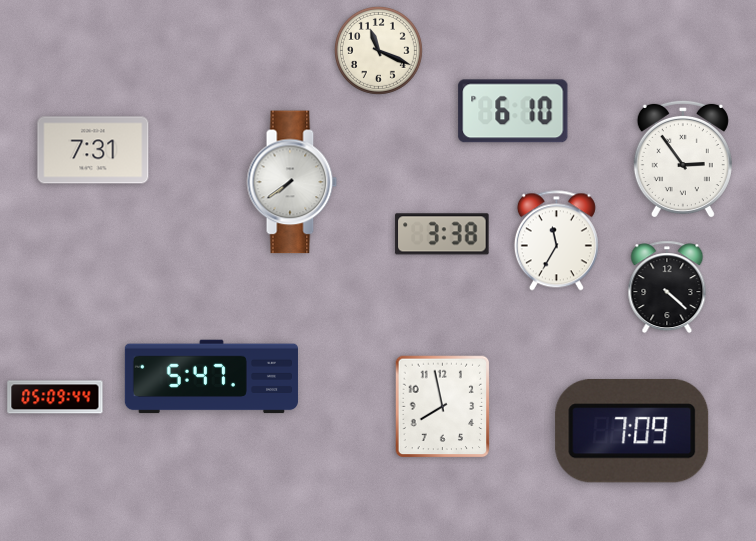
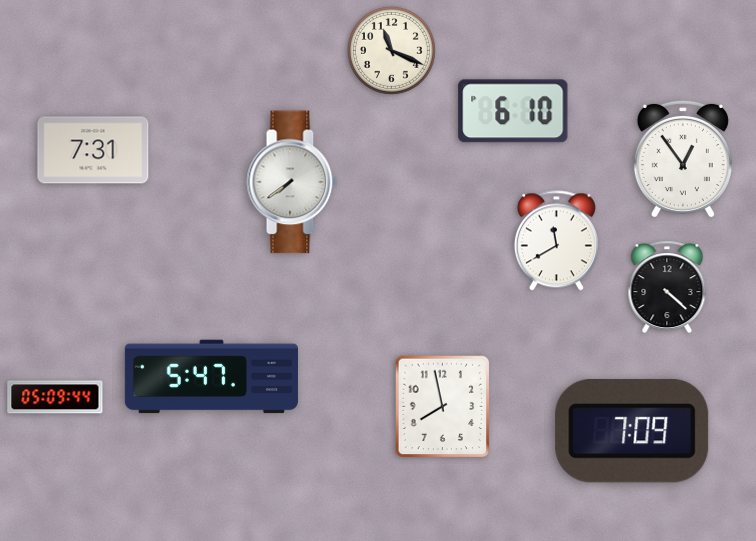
clock at (378, 50) position: (378, 50) -> (391, 50)
clock at (683, 159): 2:54 -> 12:54
clock at (442, 234): 3:38 -> none
clock at (556, 241): 11:35 -> 11:40
